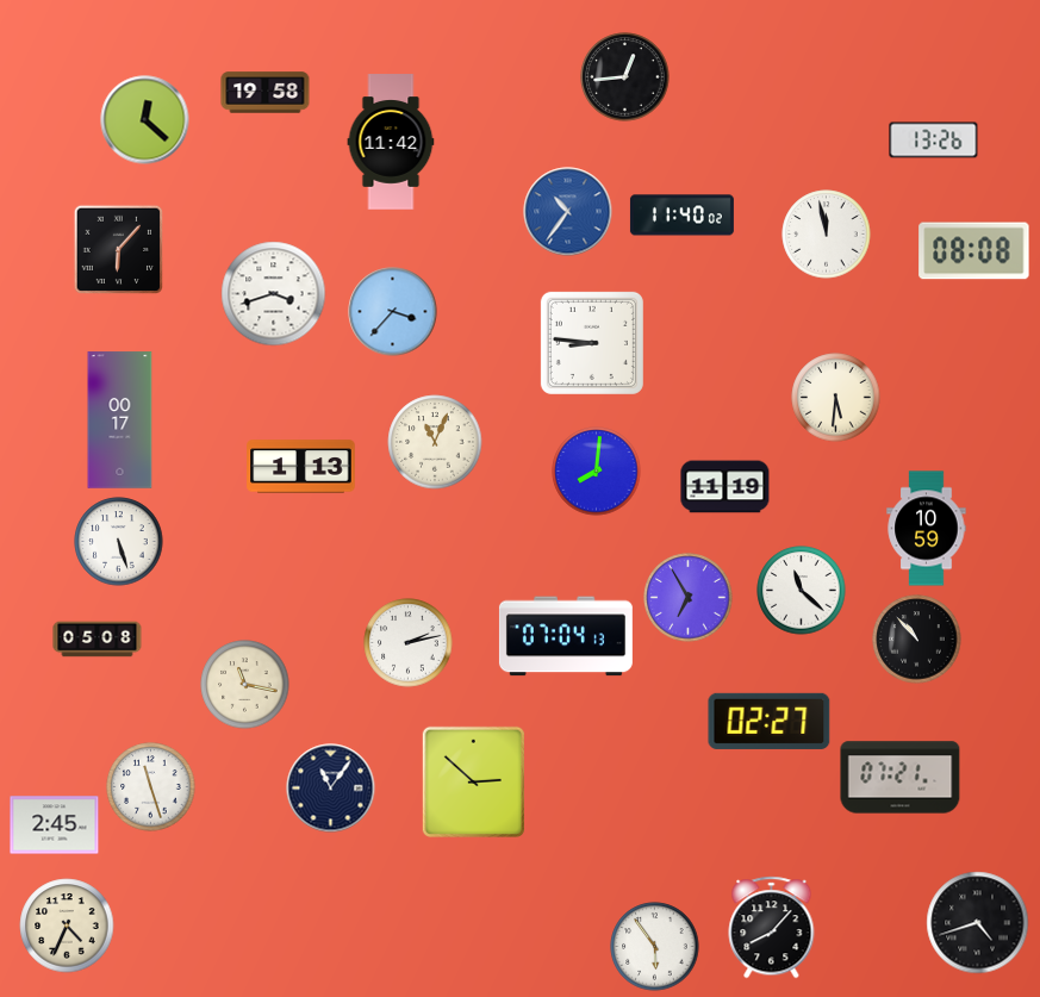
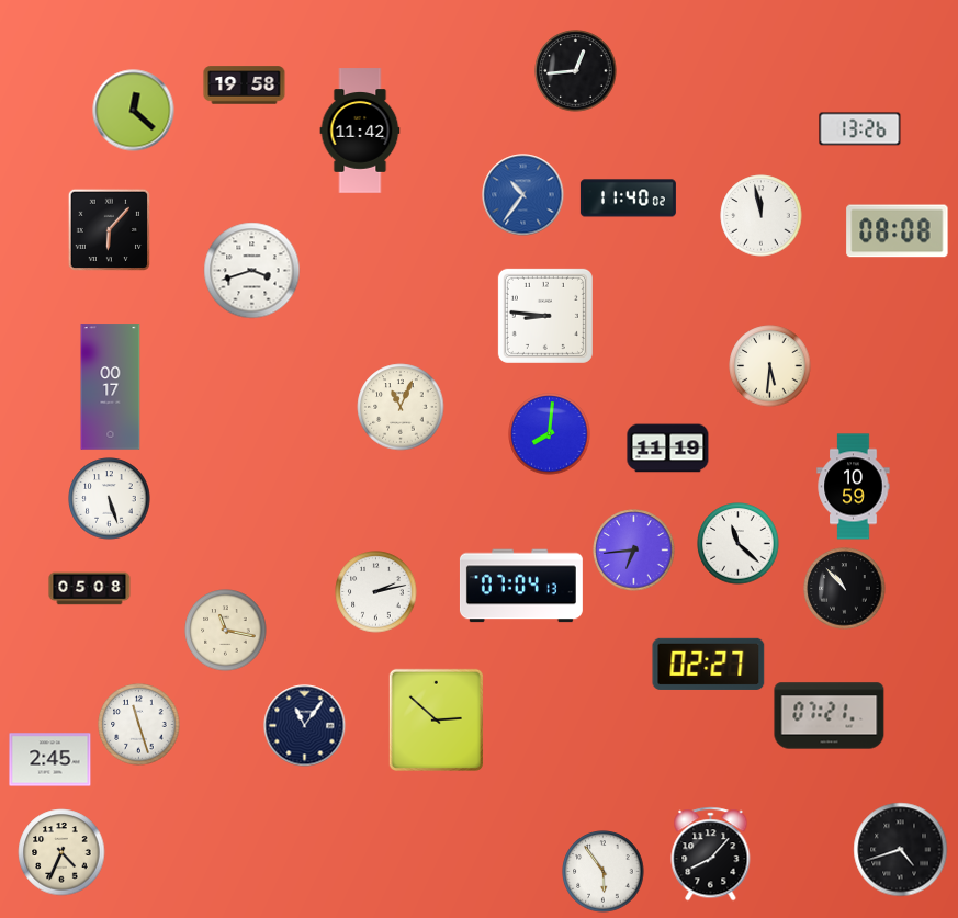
clock at (393, 312): 3:37 -> none
clock at (301, 467): 1:13 -> none
clock at (689, 598): 6:55 -> 6:44
